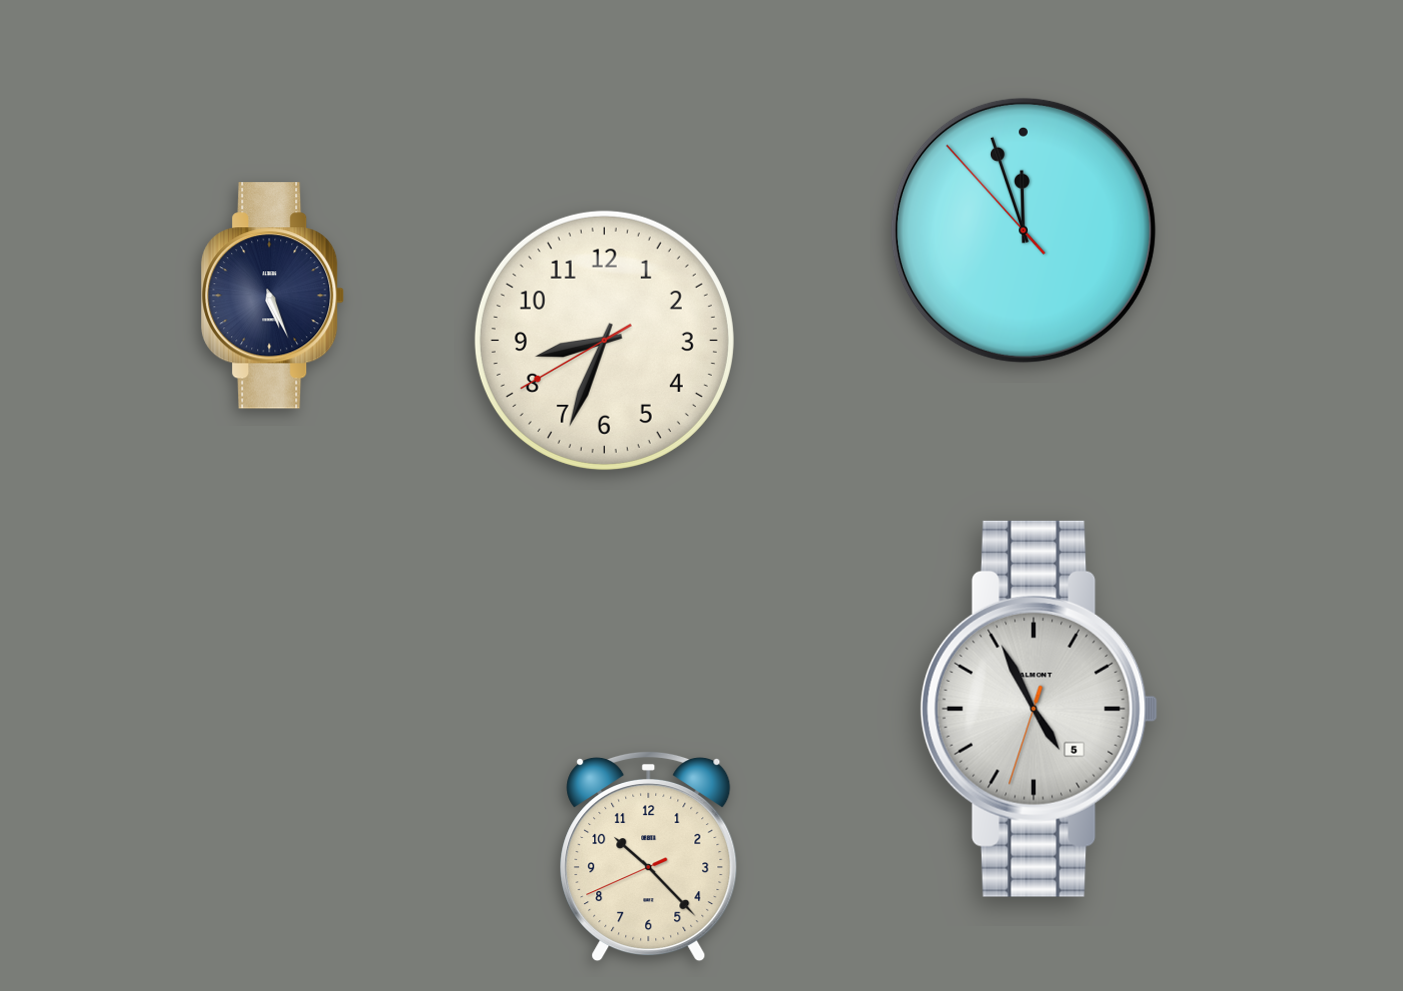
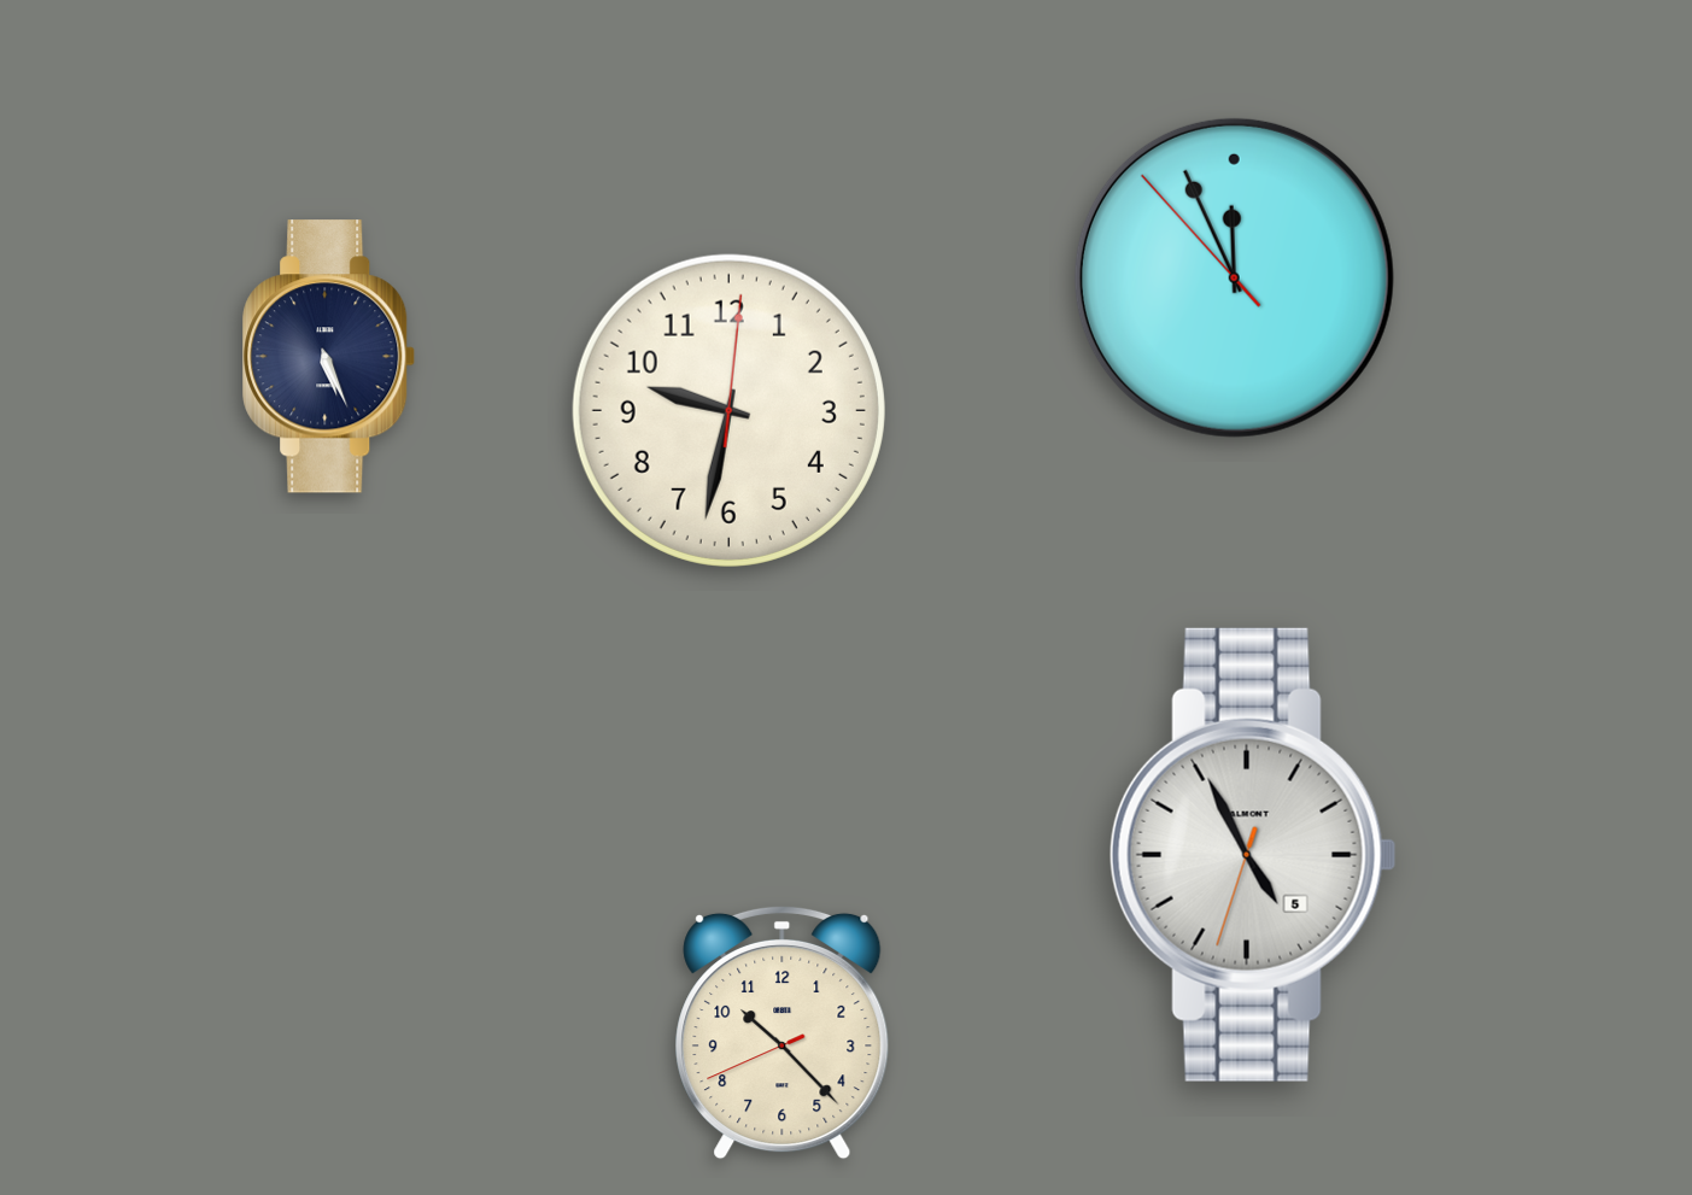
clock at (1023, 230): 11:56 -> 11:55
clock at (604, 340): 8:33 -> 9:32
